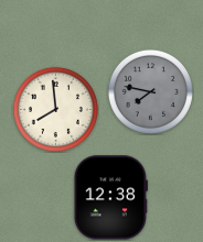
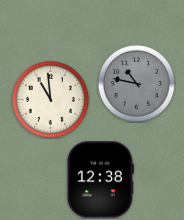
clock at (150, 91): 7:47 -> 10:47
clock at (55, 109): 7:59 -> 10:59
